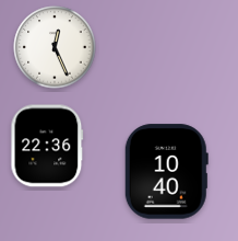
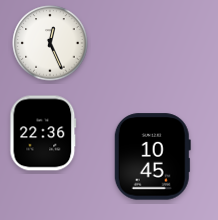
clock at (166, 172): 10:40 -> 10:45
